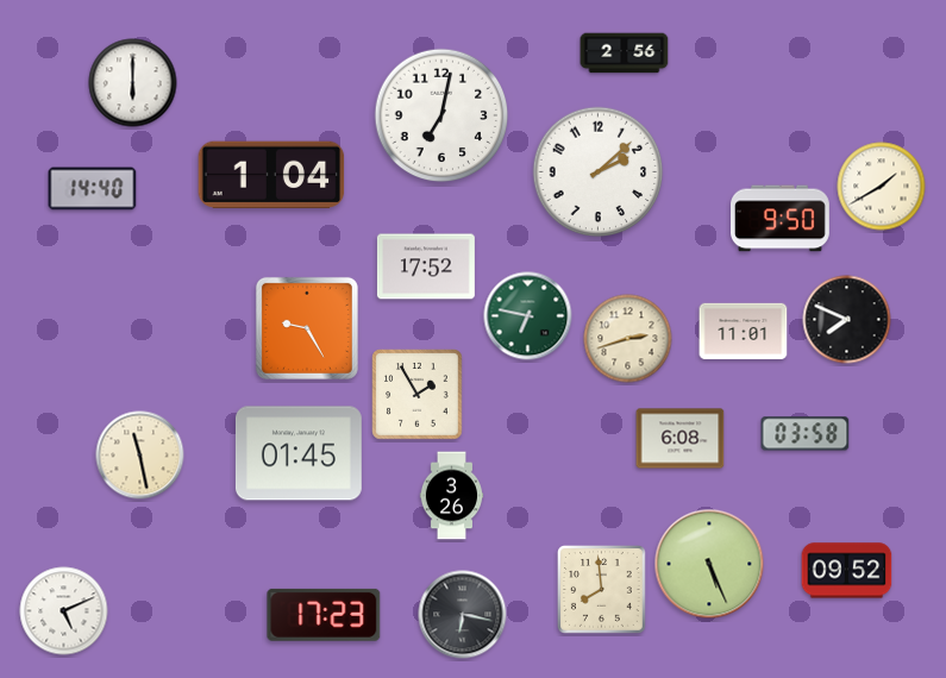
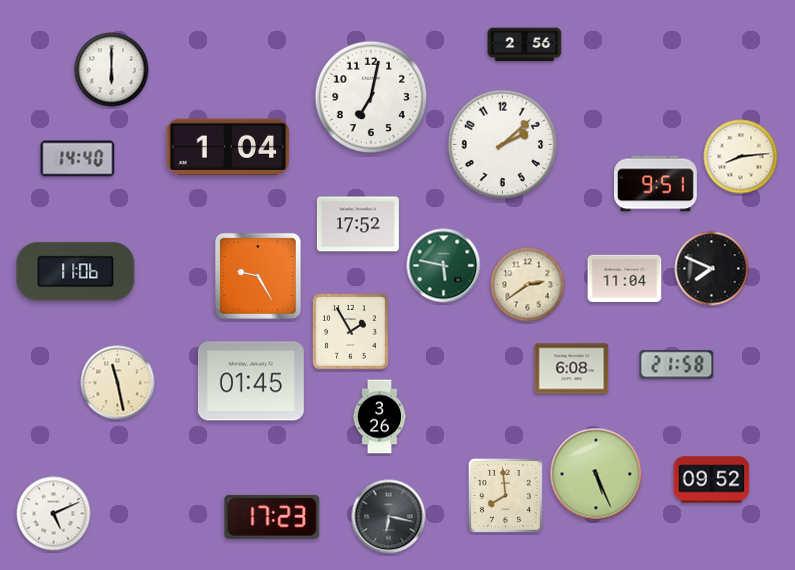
clock at (882, 187): 1:40 -> 8:14
clock at (781, 219): 9:50 -> 9:51
clock at (528, 316): 6:47 -> 5:47
clock at (76, 272): none -> 11:06
clock at (744, 332): 11:01 -> 11:04
clock at (628, 339): 2:42 -> 2:39
clock at (806, 434): 03:58 -> 21:58
